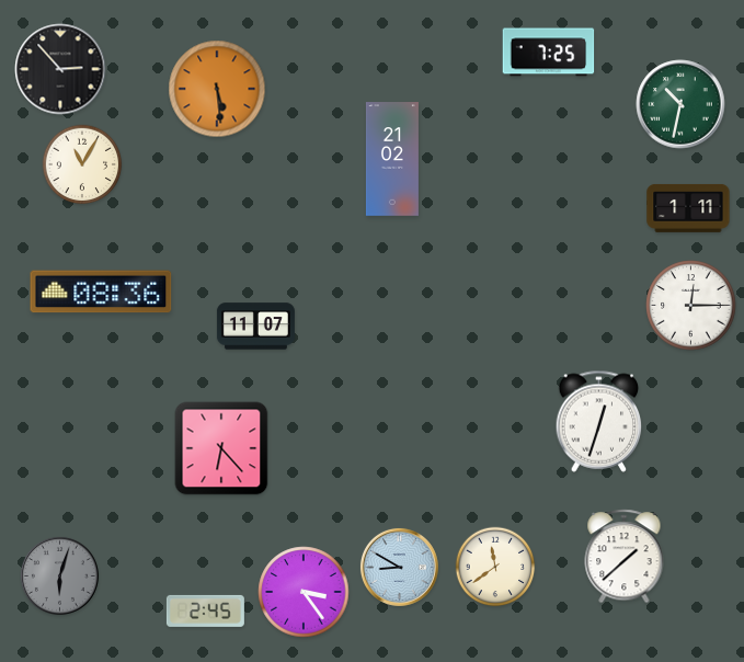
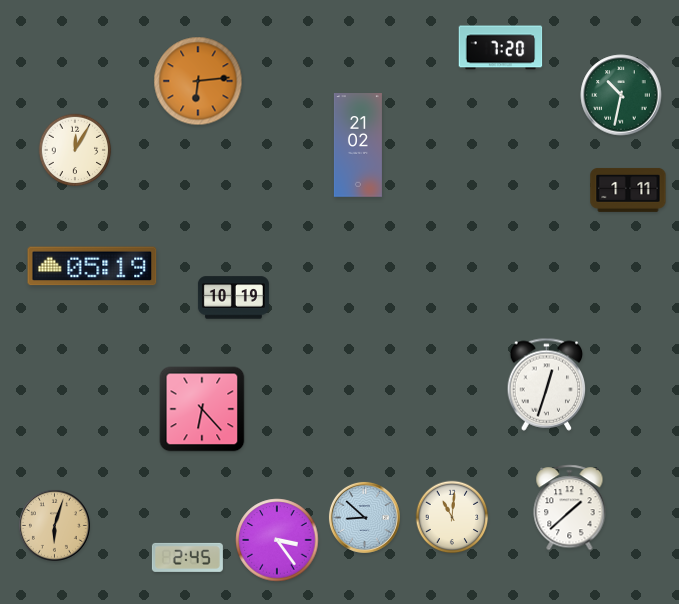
clock at (549, 53): 7:25 -> 7:20
clock at (60, 69): 2:53 -> none
clock at (217, 89): 5:29 -> 6:14
clock at (82, 164): 11:05 -> 12:05
clock at (101, 292): 08:36 -> 05:19
clock at (691, 306): 12:15 -> none
clock at (255, 327): 11:07 -> 10:19
clock at (399, 567): 8:50 -> 8:52
clock at (495, 567): 11:39 -> 11:01
clock at (59, 575) dial: grey -> champagne
